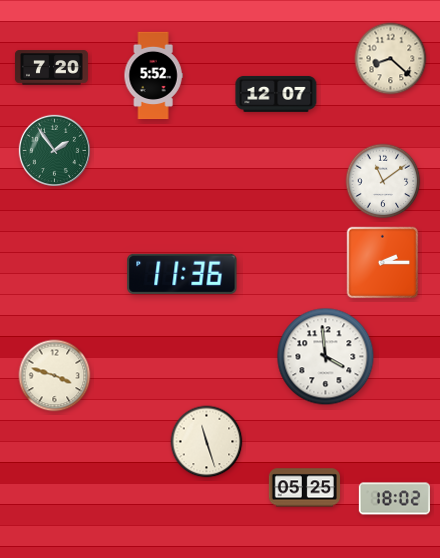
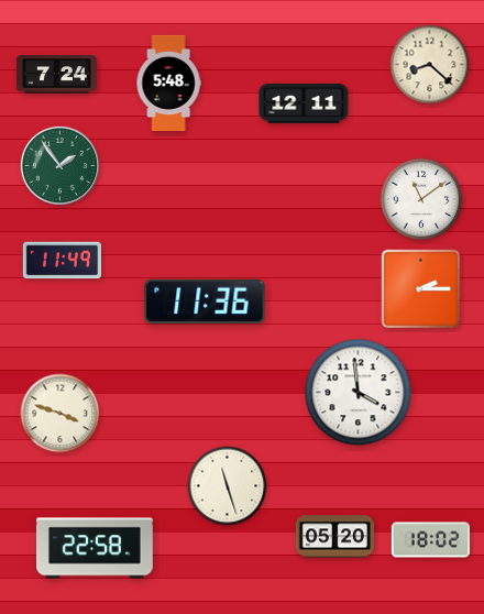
clock at (51, 68): 7:20 -> 7:24
clock at (153, 76): 5:52 -> 5:48
clock at (276, 94): 12:07 -> 12:11
clock at (62, 261): none -> 11:49
clock at (182, 274) position: (182, 274) -> (205, 301)
clock at (304, 488): 05:25 -> 05:20
clock at (96, 548): none -> 22:58
clock at (394, 499) position: (394, 499) -> (430, 540)
